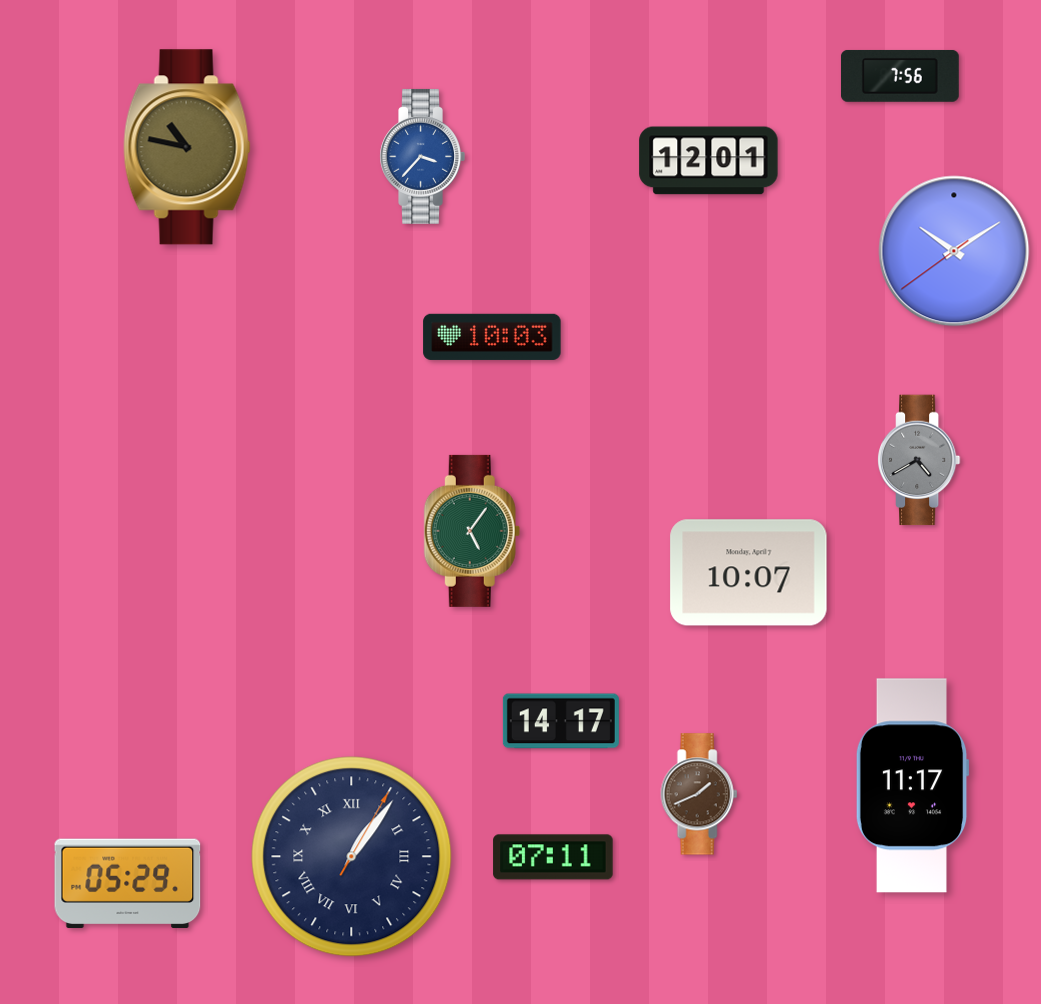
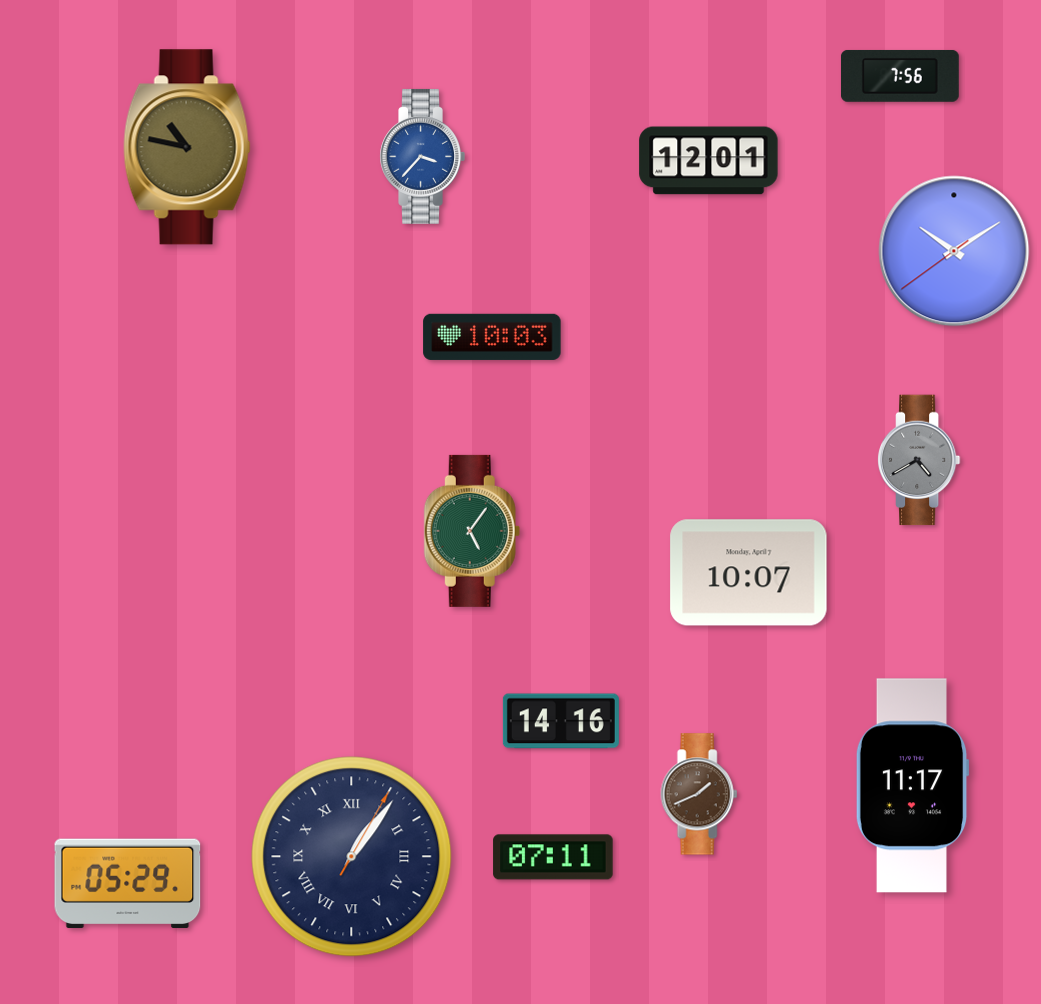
clock at (561, 721): 14:17 -> 14:16
